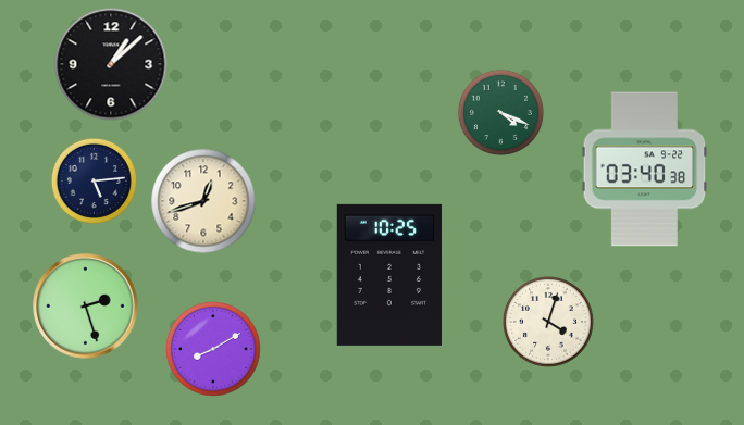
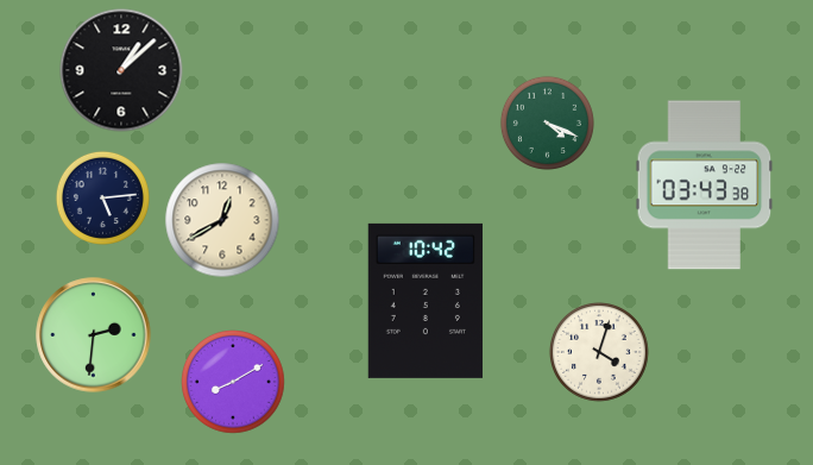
clock at (645, 170): 03:40 -> 03:43
clock at (203, 201): 12:42 -> 12:40
clock at (389, 275): 10:25 -> 10:42
clock at (86, 307): 2:27 -> 2:31
